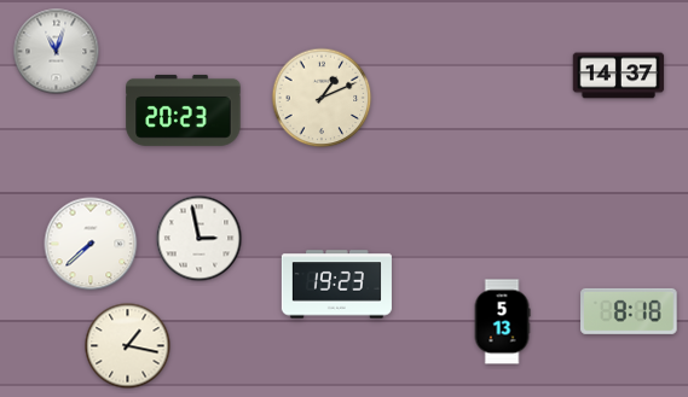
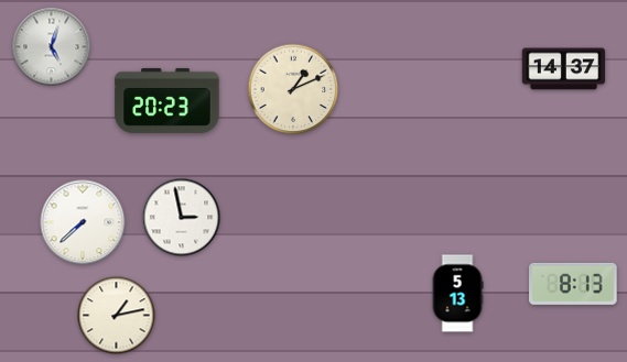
clock at (57, 52): 11:03 -> 5:03
clock at (336, 285): 19:23 -> none
clock at (629, 311): 8:18 -> 8:13
clock at (128, 346): 1:17 -> 1:13
